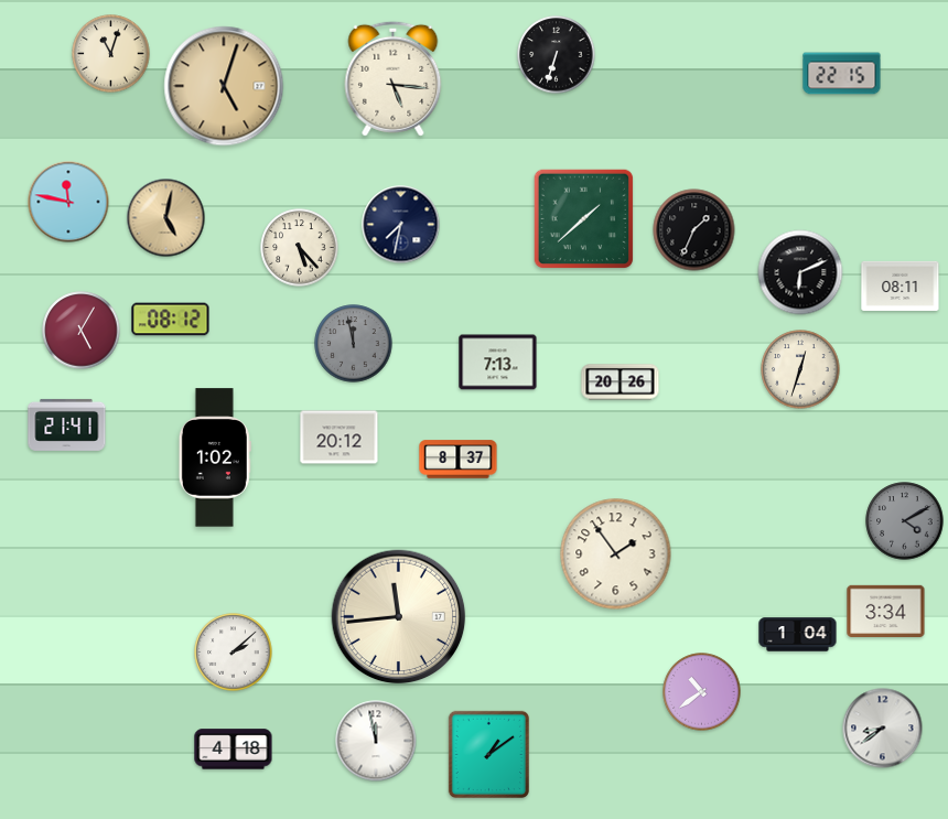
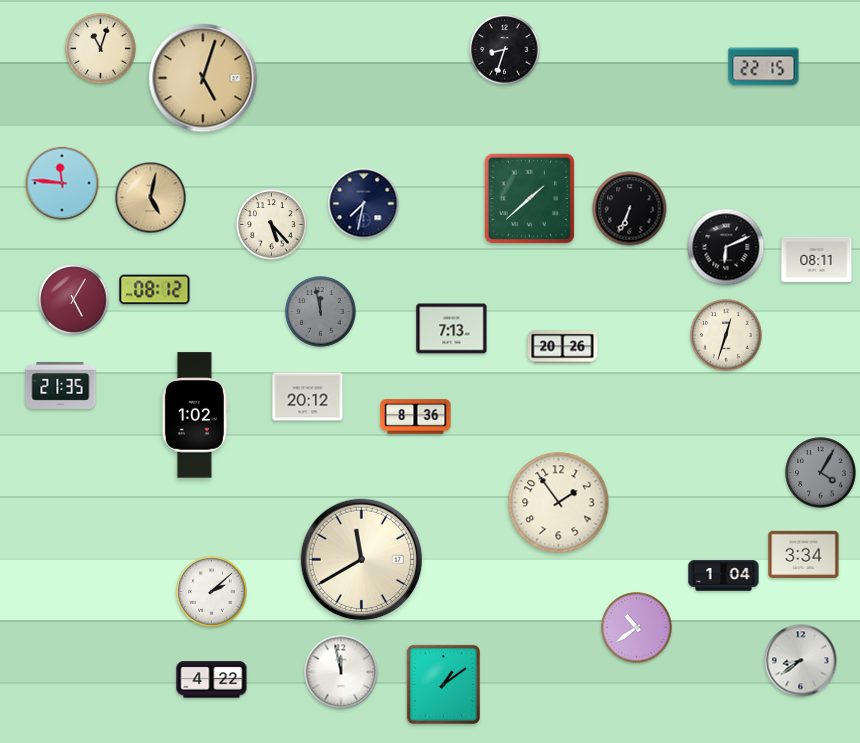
clock at (557, 55): 6:33 -> 8:33
clock at (394, 78): 5:16 -> none
clock at (68, 202): 11:47 -> 11:46
clock at (694, 230): 1:34 -> 6:34
clock at (67, 424): 21:41 -> 21:35
clock at (459, 460): 8:37 -> 8:36
clock at (905, 521): 4:10 -> 4:05
clock at (399, 617): 11:44 -> 11:40
clock at (234, 750): 4:18 -> 4:22
